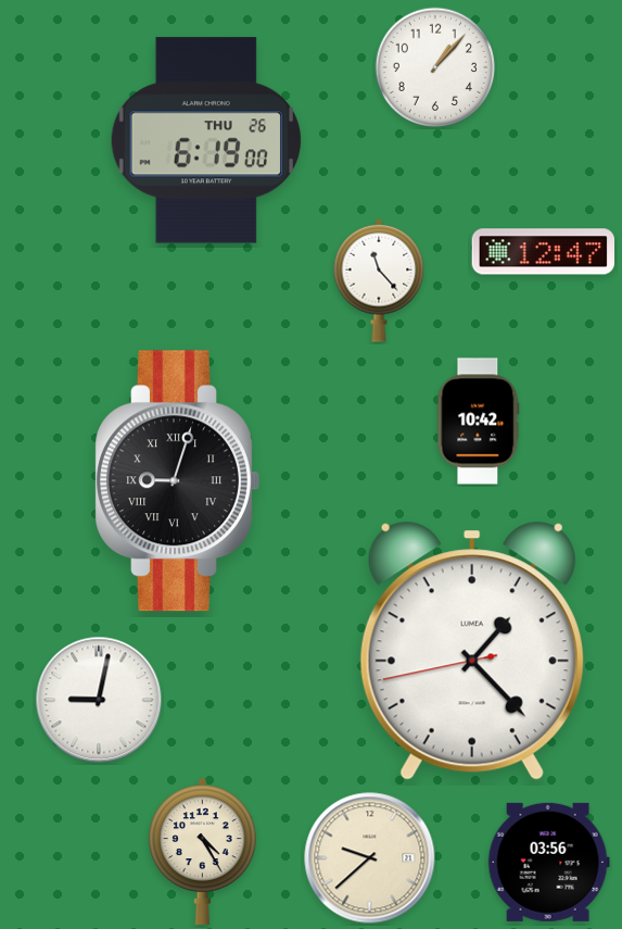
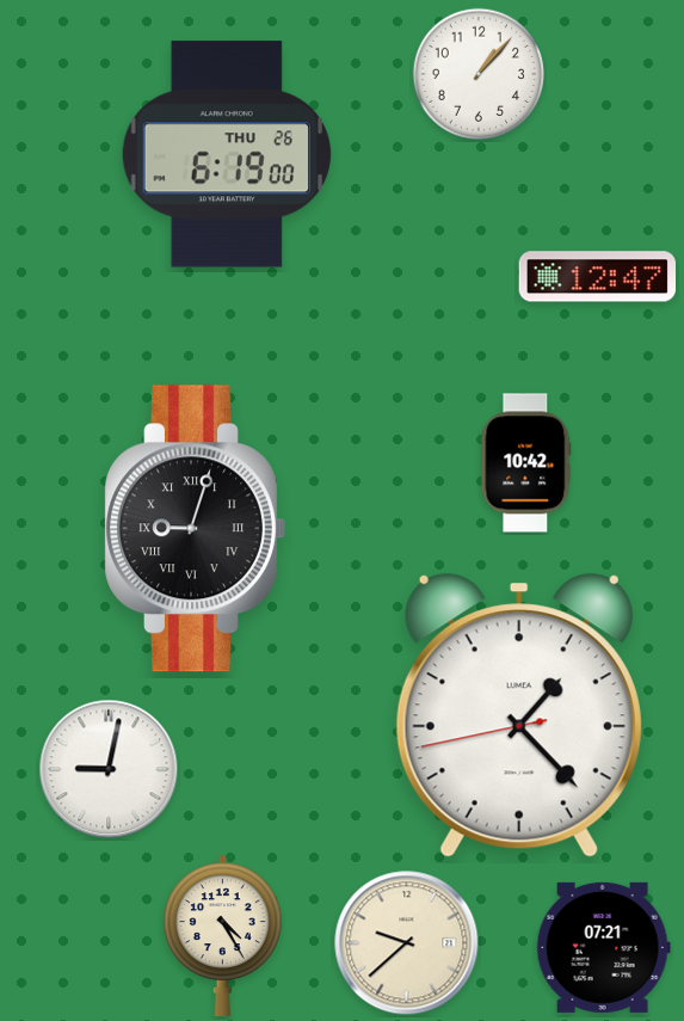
clock at (379, 280): 11:23 -> none
clock at (548, 862): 03:56 -> 07:21
